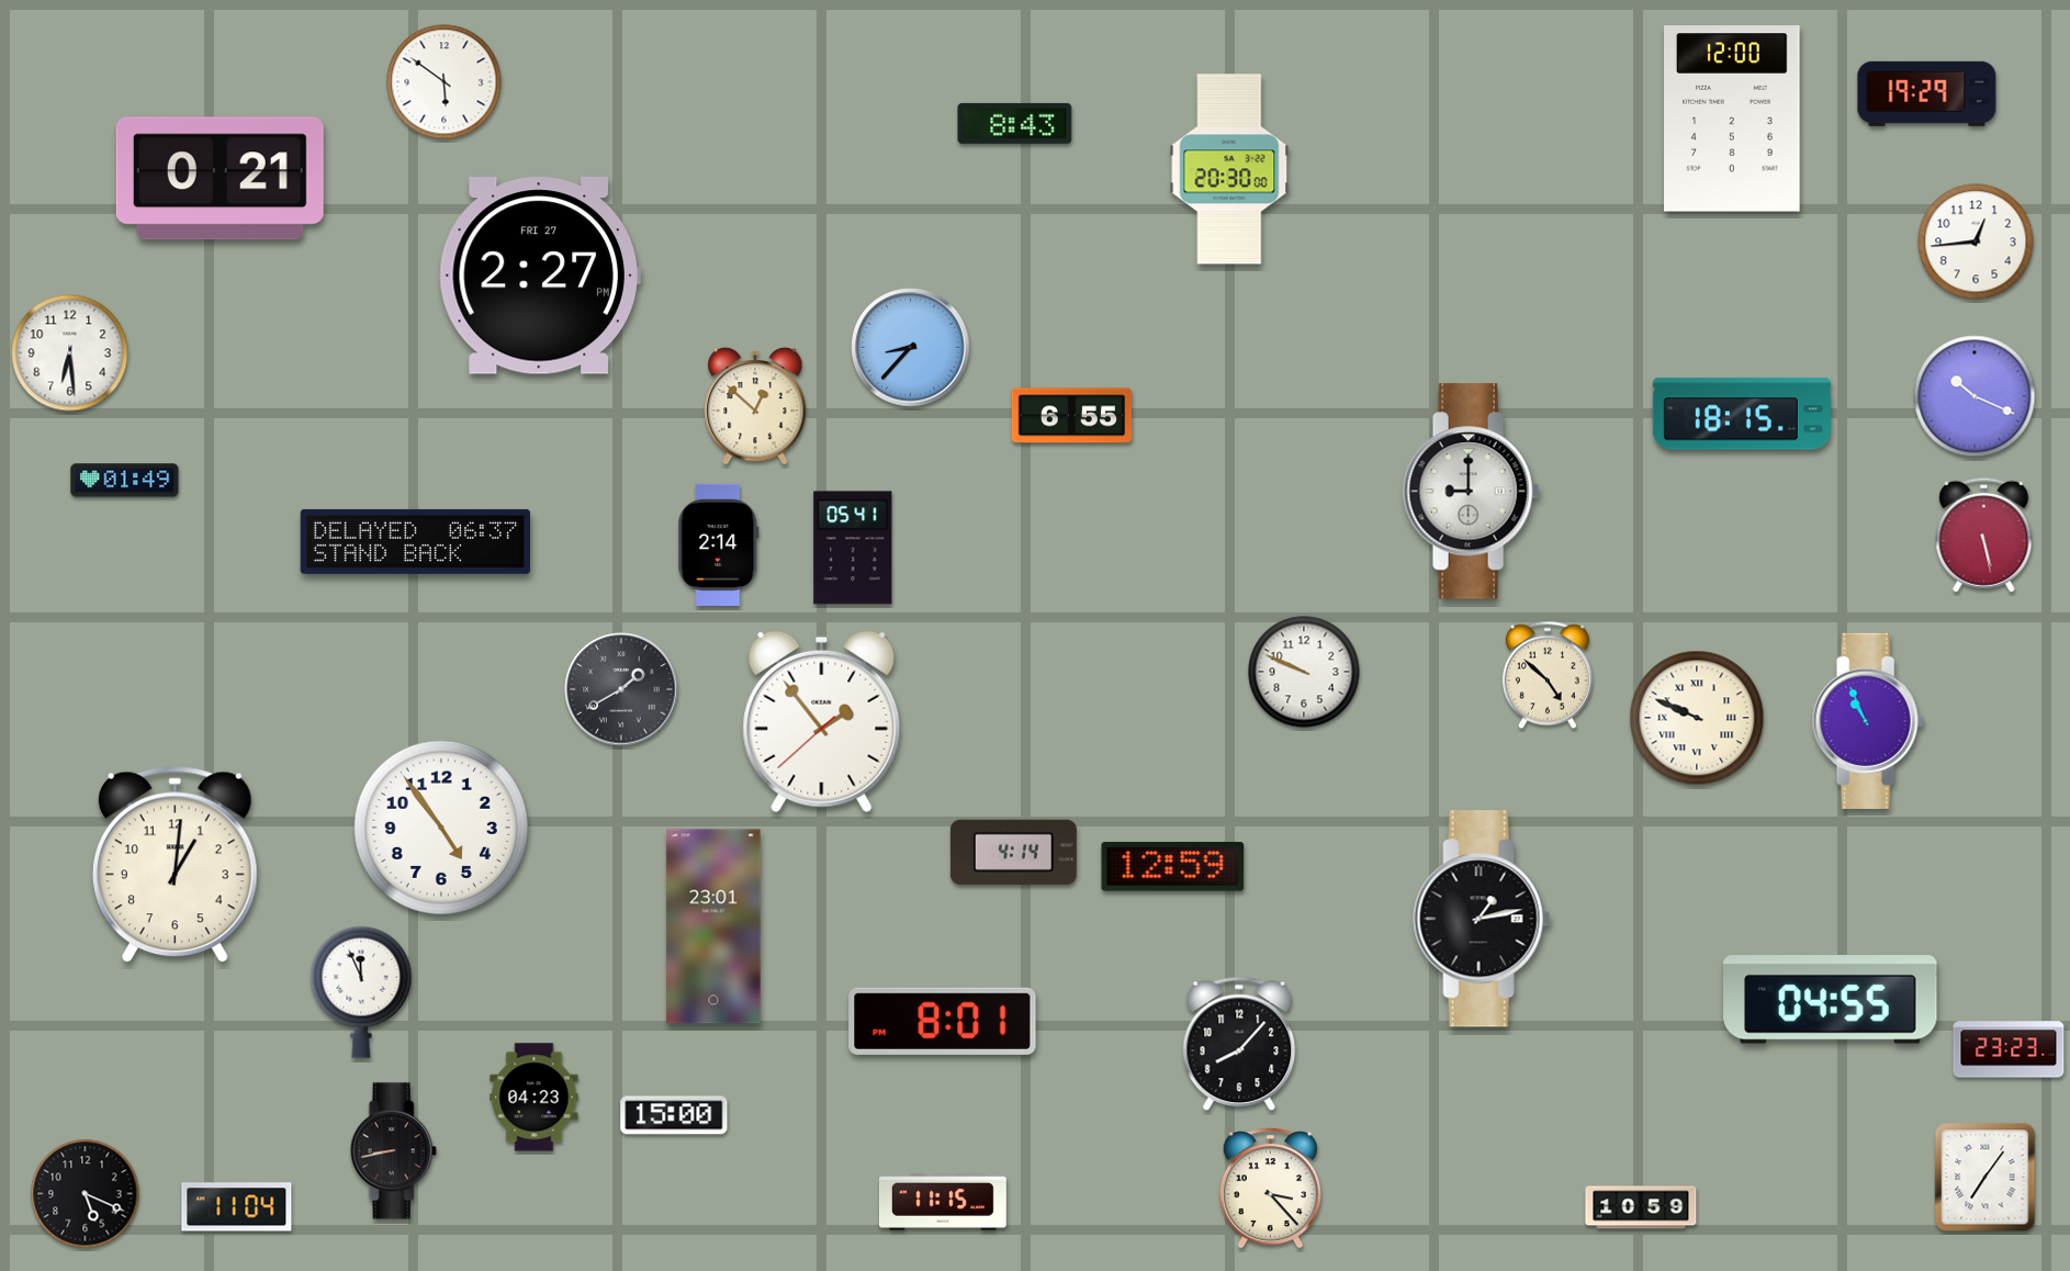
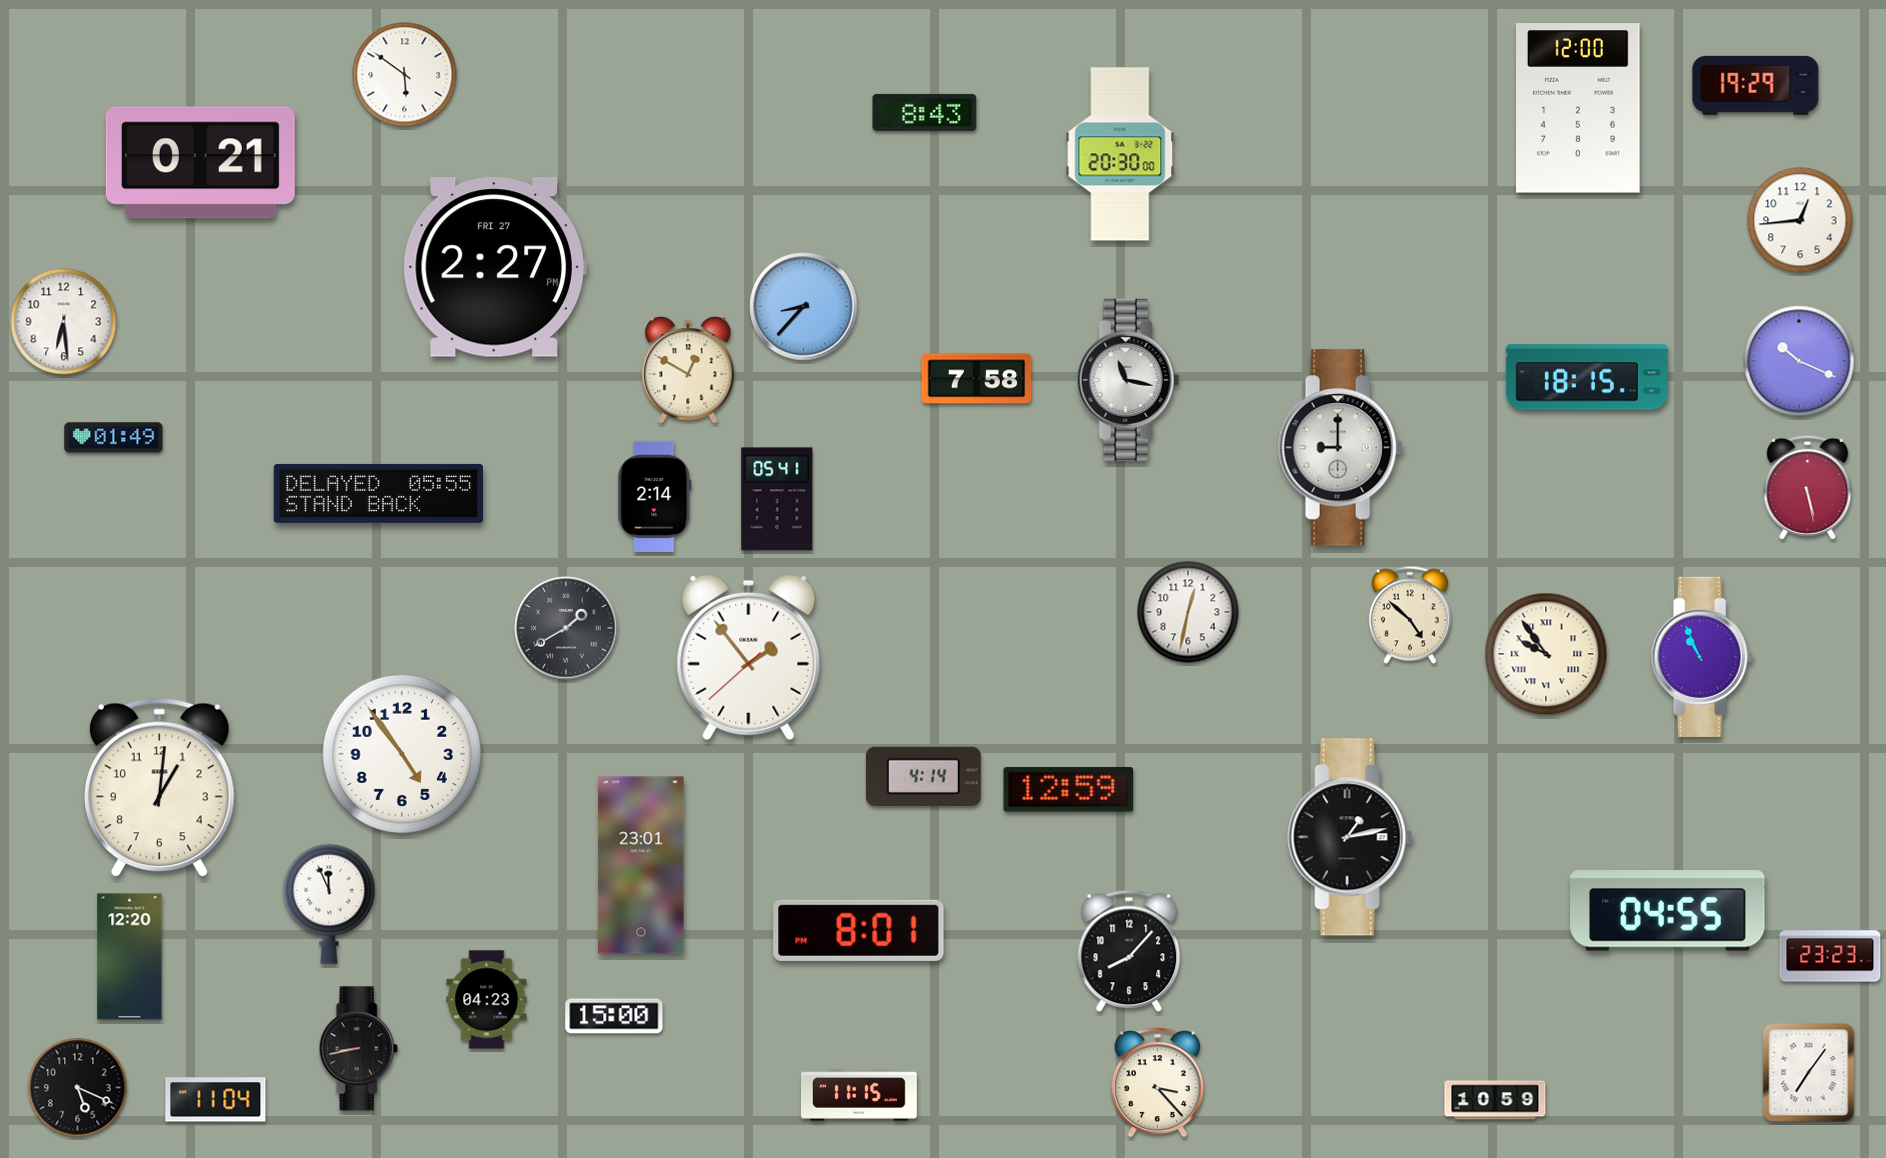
clock at (540, 275) position: (540, 275) -> (495, 267)
clock at (911, 348) position: (911, 348) -> (804, 307)
clock at (755, 406): 12:52 -> 12:50
clock at (1072, 416): 6:55 -> 7:58
clock at (1128, 380): none -> 11:17
clock at (416, 541): 06:37 -> 05:55
clock at (1304, 672): 9:49 -> 12:32
clock at (1697, 718): 9:49 -> 9:54
clock at (713, 926) position: (713, 926) -> (641, 865)
clock at (130, 957): none -> 12:20
